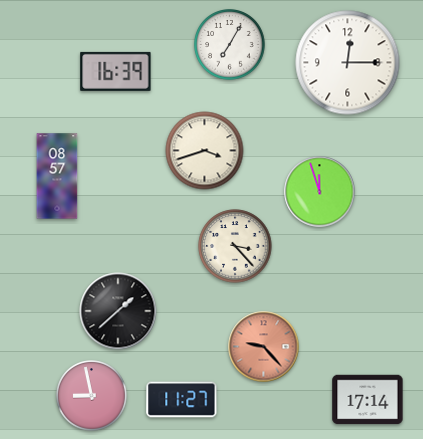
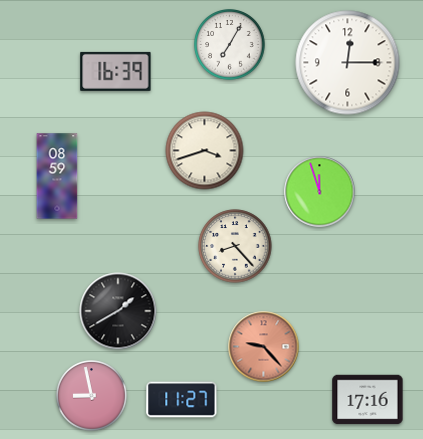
clock at (57, 176): 08:57 -> 08:59
clock at (235, 246): 3:23 -> 8:23
clock at (118, 311): 1:38 -> 1:40
clock at (368, 400): 17:14 -> 17:16
